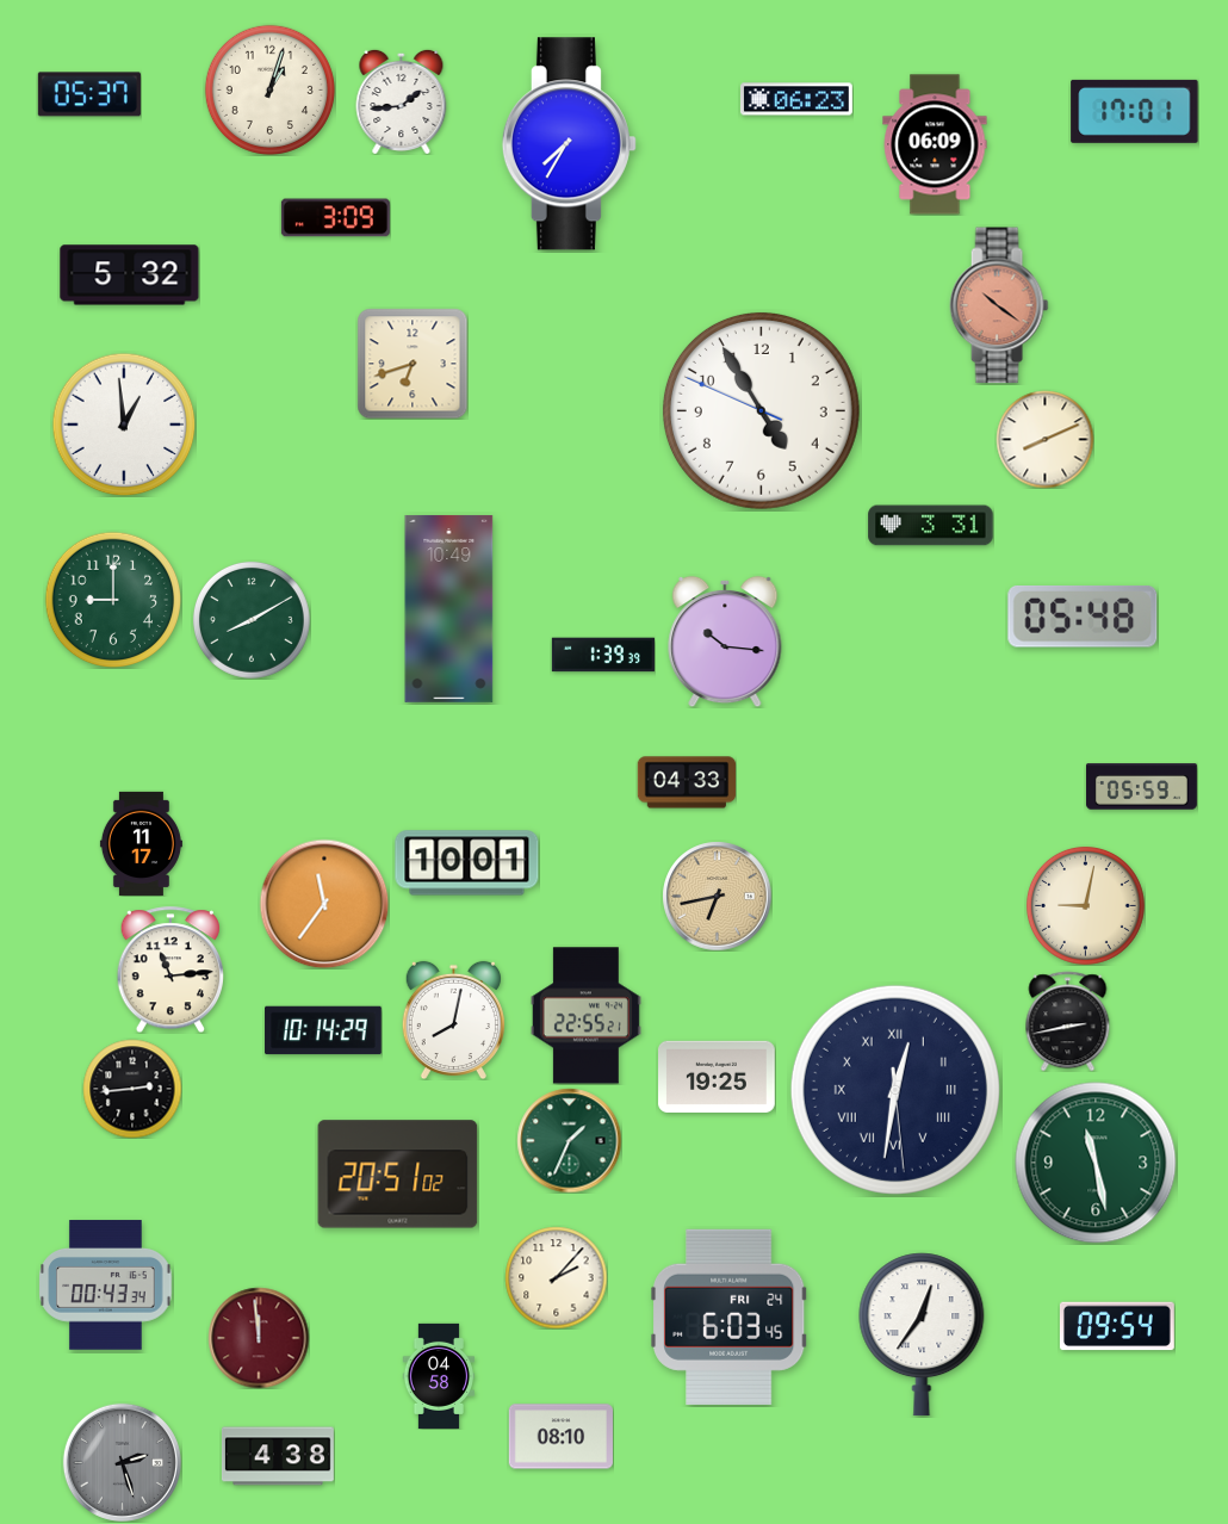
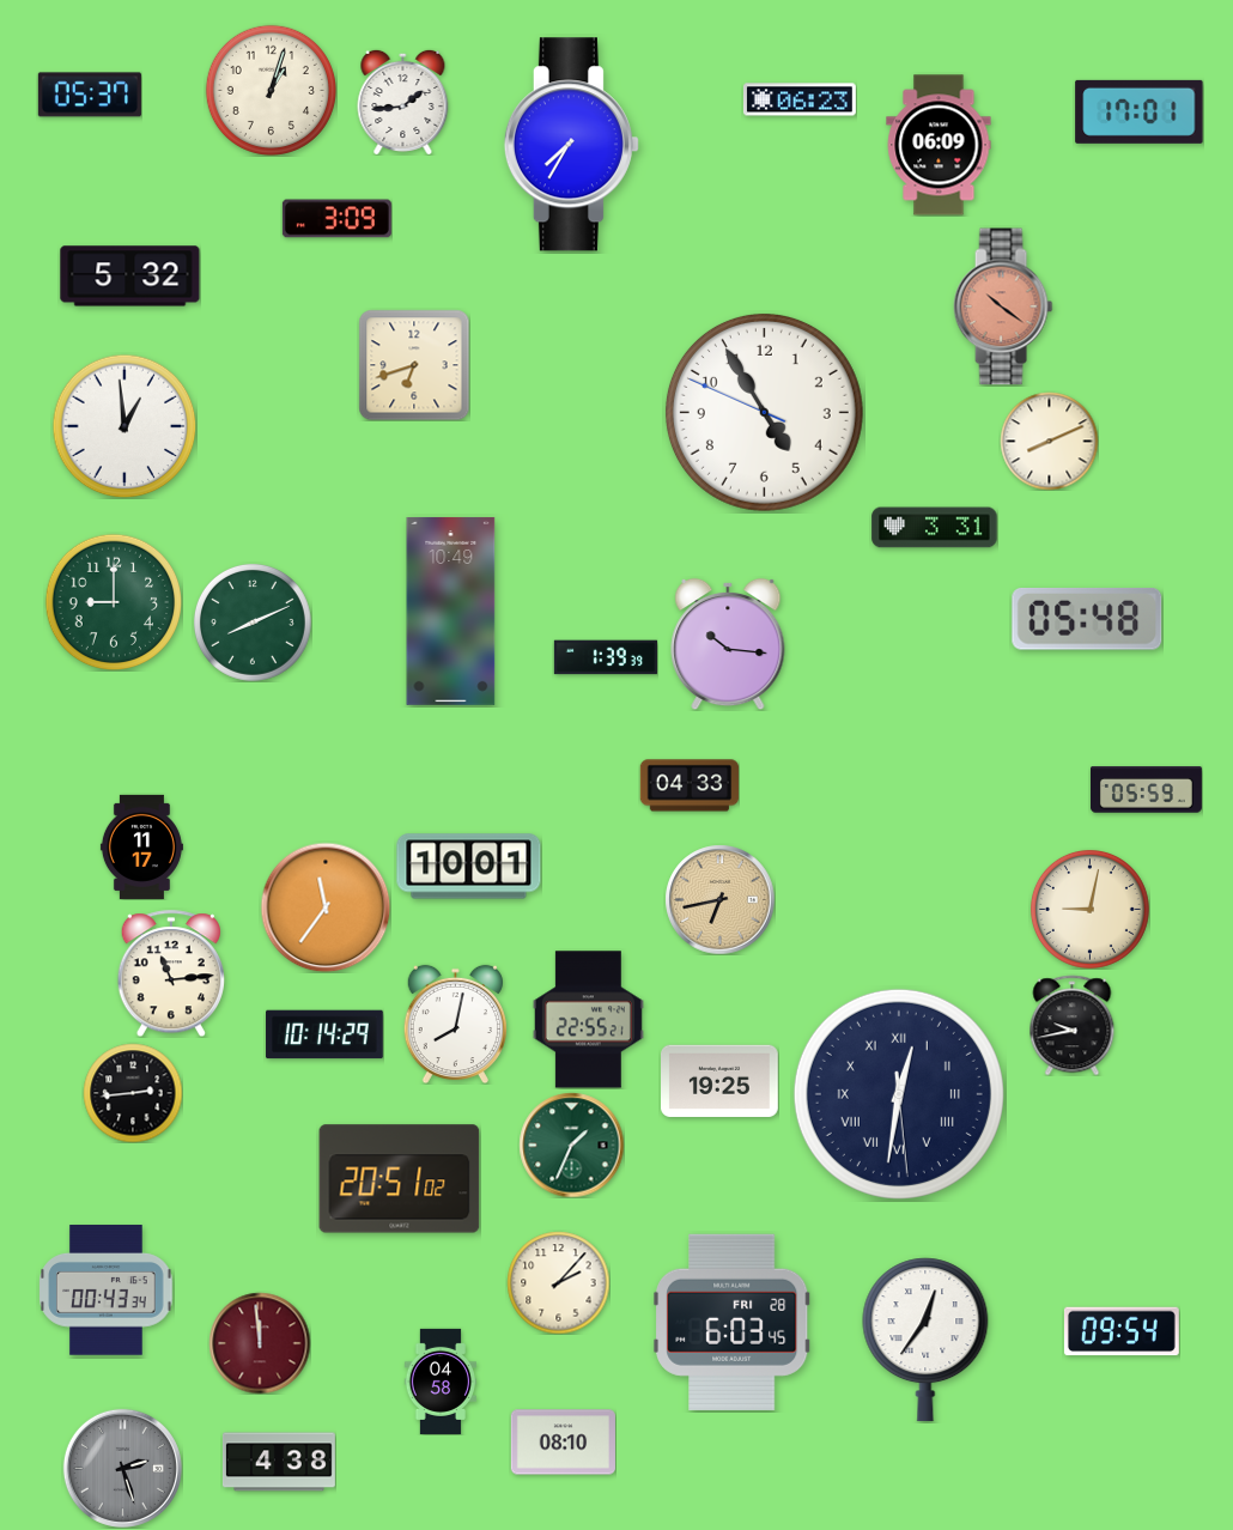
clock at (252, 620): 8:10 -> 8:11
clock at (1068, 1021): 2:43 -> 9:43
clock at (1096, 1163): 11:28 -> none
clock at (730, 1317) date: FRI 24 -> FRI 28
